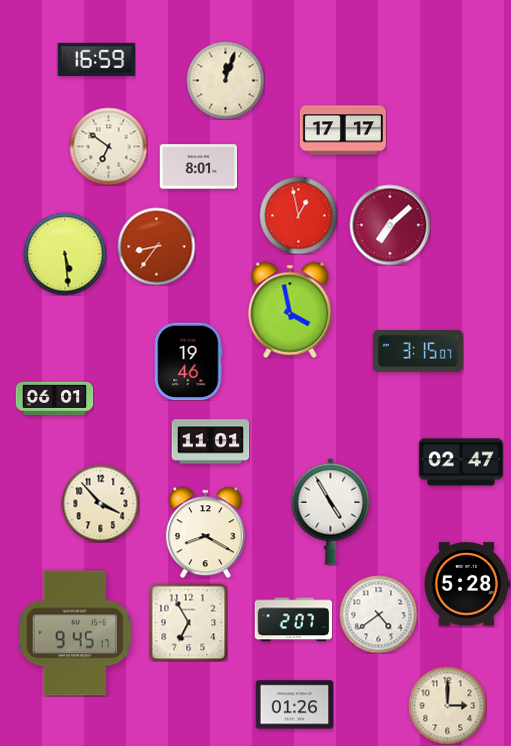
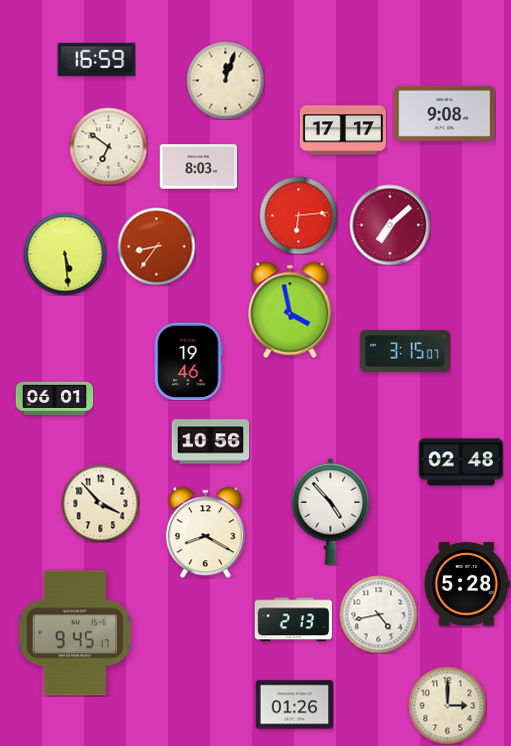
clock at (445, 113): none -> 9:08
clock at (198, 167): 8:01 -> 8:03
clock at (298, 215): 12:58 -> 6:14
clock at (418, 351) position: (418, 351) -> (405, 351)
clock at (210, 442): 11:01 -> 10:56
clock at (461, 462): 02:47 -> 02:48
clock at (331, 511): 4:55 -> 4:53
clock at (378, 614): 4:39 -> 4:43
clock at (293, 620): 2:07 -> 2:13
clock at (188, 622): 6:55 -> none
